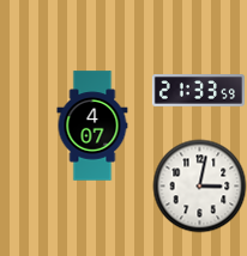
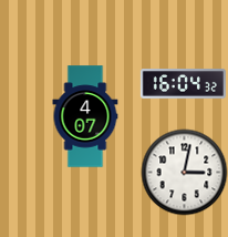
clock at (198, 91): 21:33 -> 16:04
